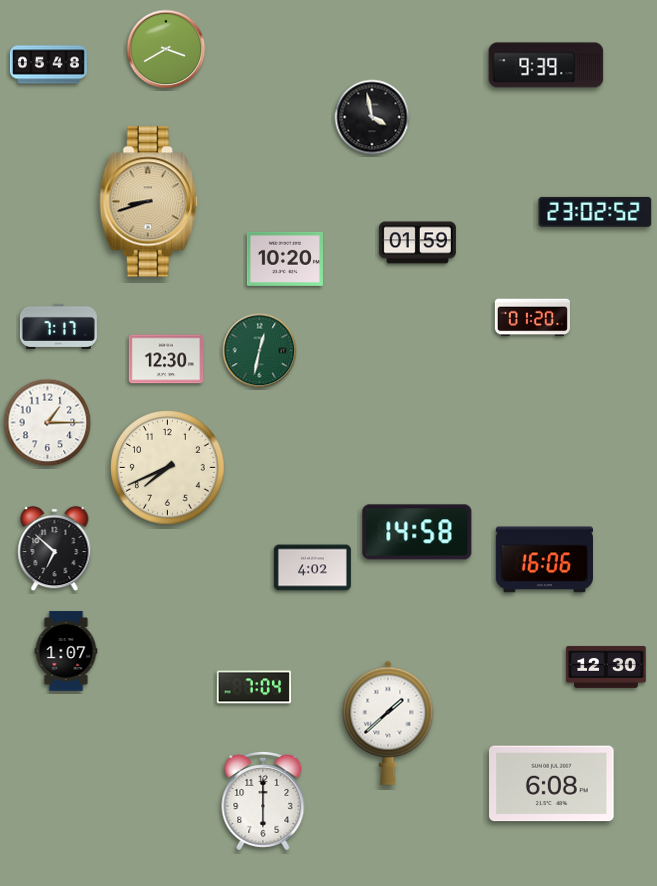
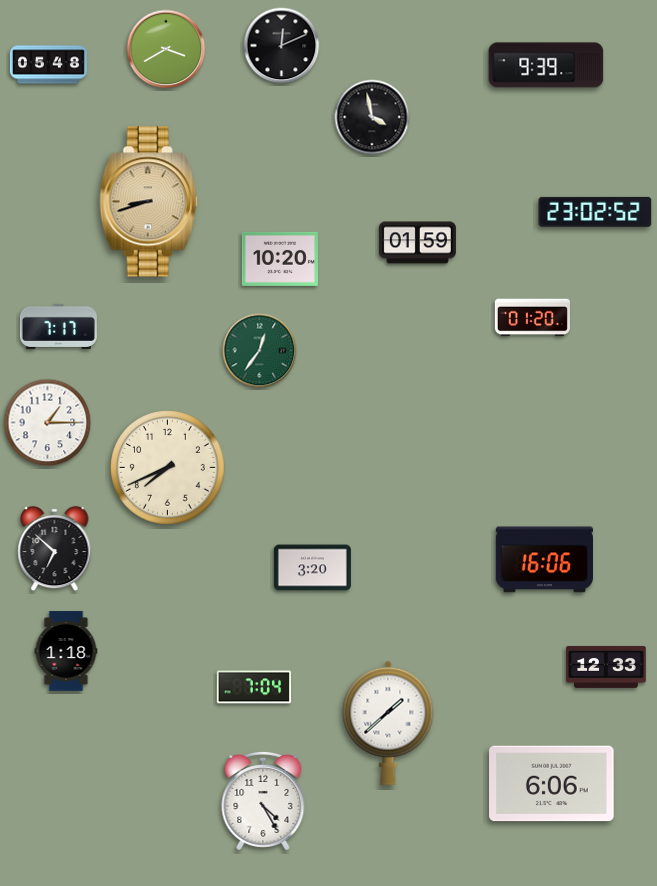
clock at (282, 46): none -> 12:11
clock at (285, 259) position: (285, 259) -> (280, 259)
clock at (260, 351): 12:32 -> 12:36
clock at (166, 359): 12:30 -> none
clock at (417, 532): 14:58 -> none
clock at (312, 568): 4:02 -> 3:20
clock at (66, 651): 1:07 -> 1:18
clock at (606, 667): 12:30 -> 12:33
clock at (552, 784): 6:08 -> 6:06
clock at (263, 801): 6:00 -> 4:25
